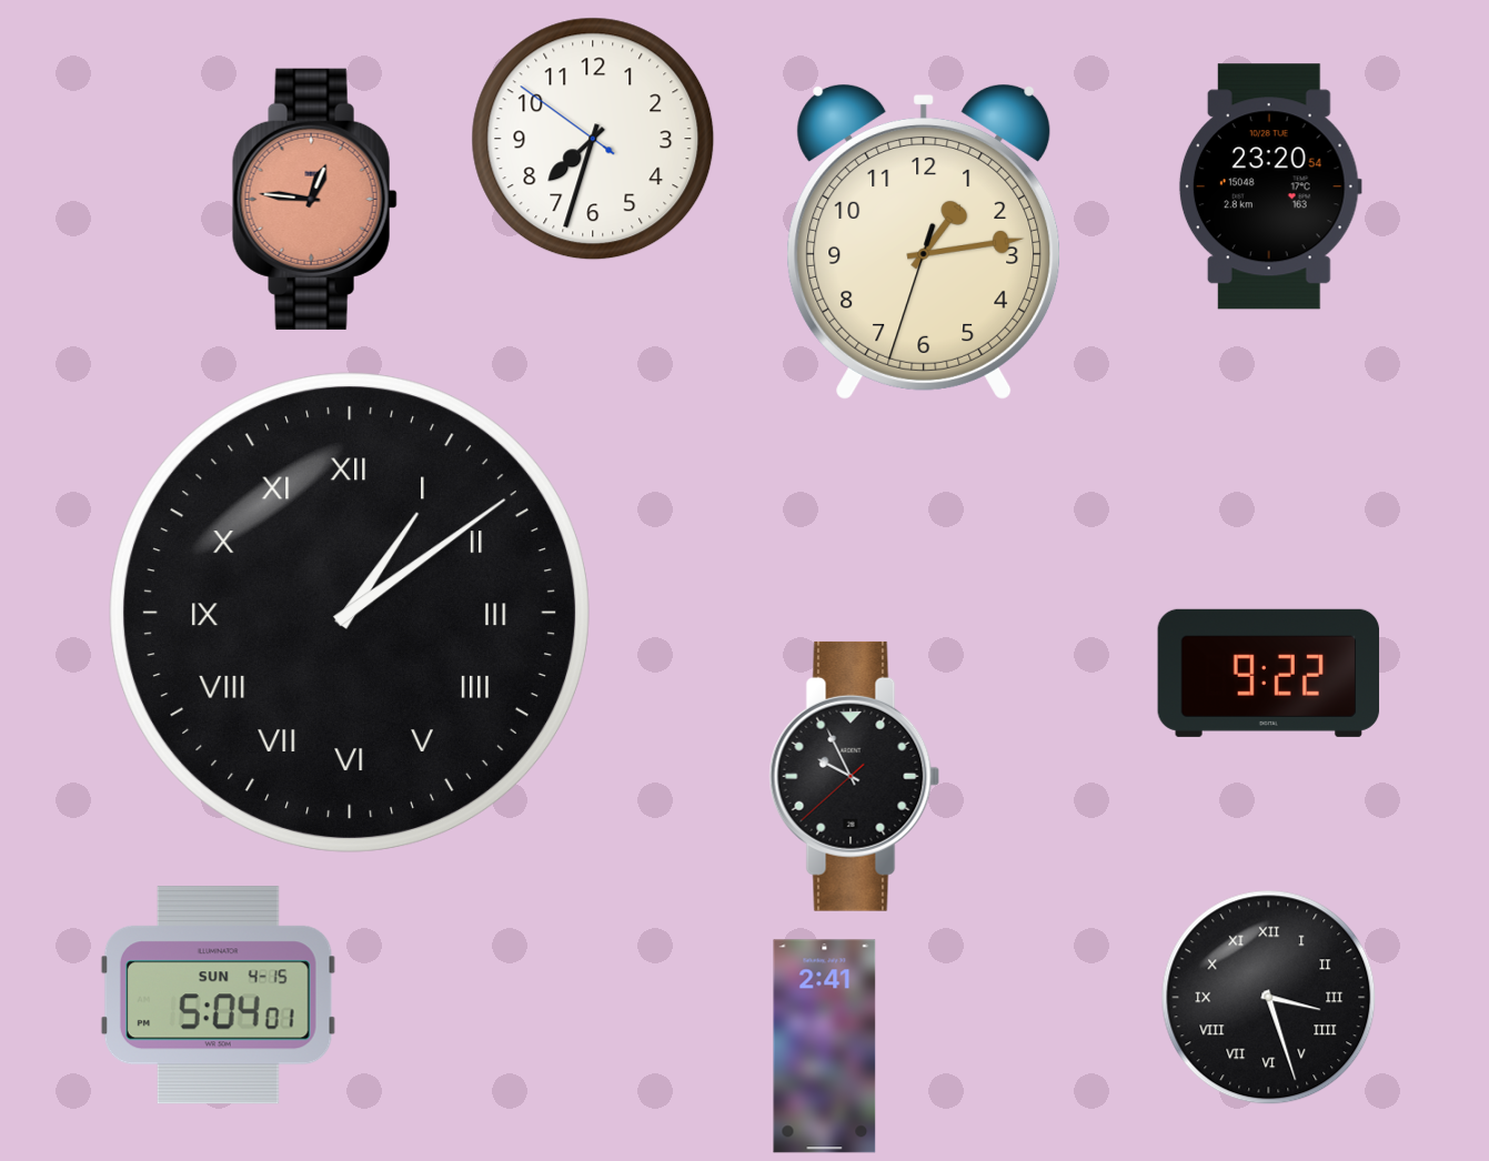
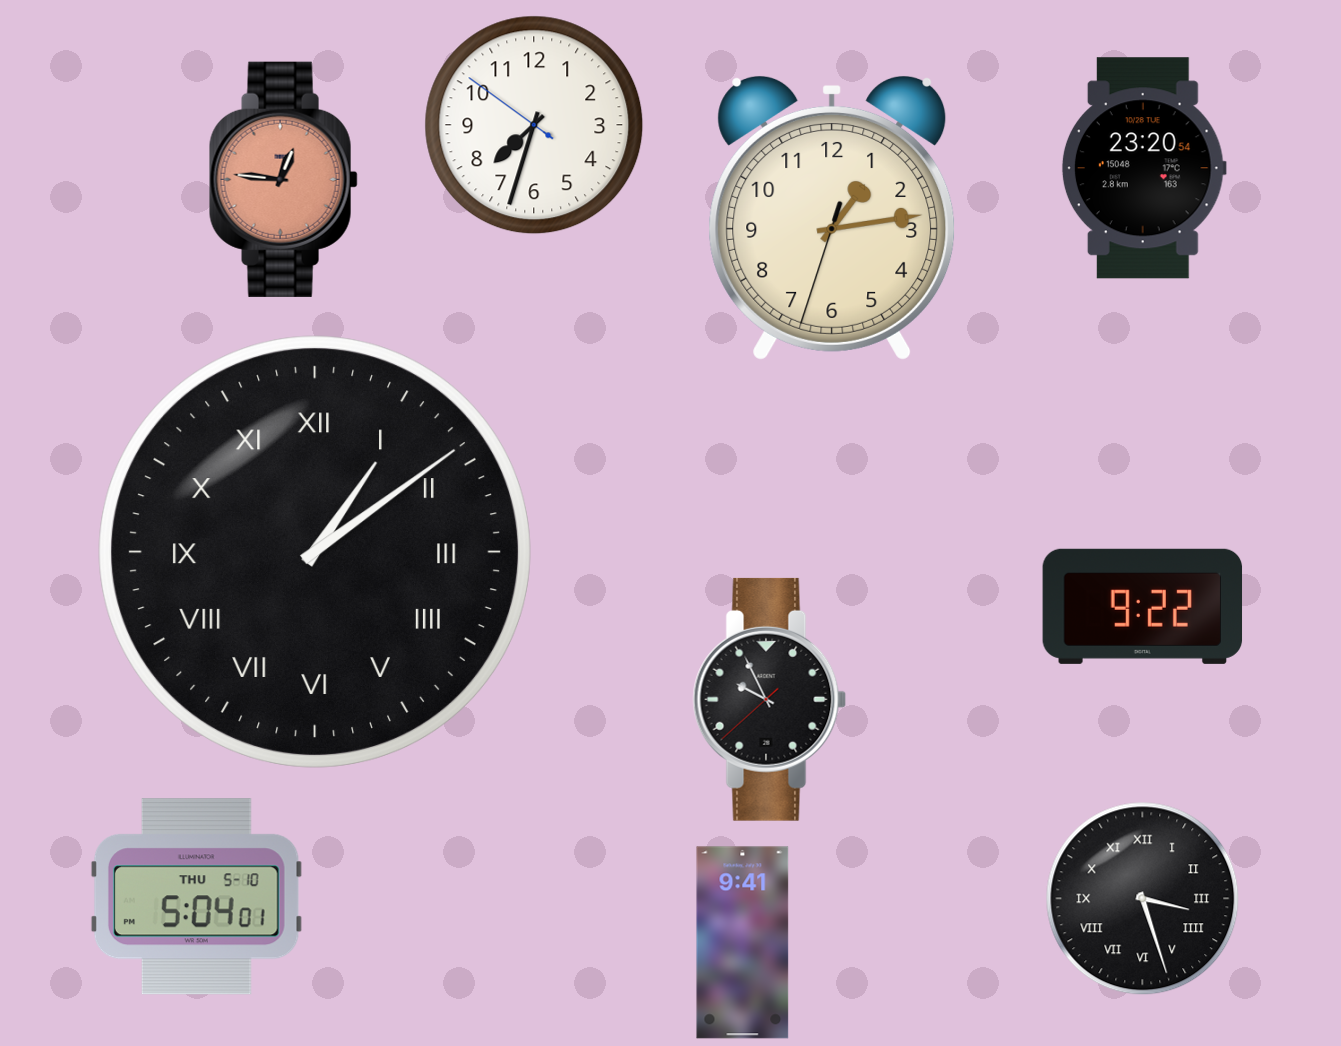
clock at (218, 996) date: SUN 4-15 -> THU 5-10
clock at (825, 1047): 2:41 -> 9:41
